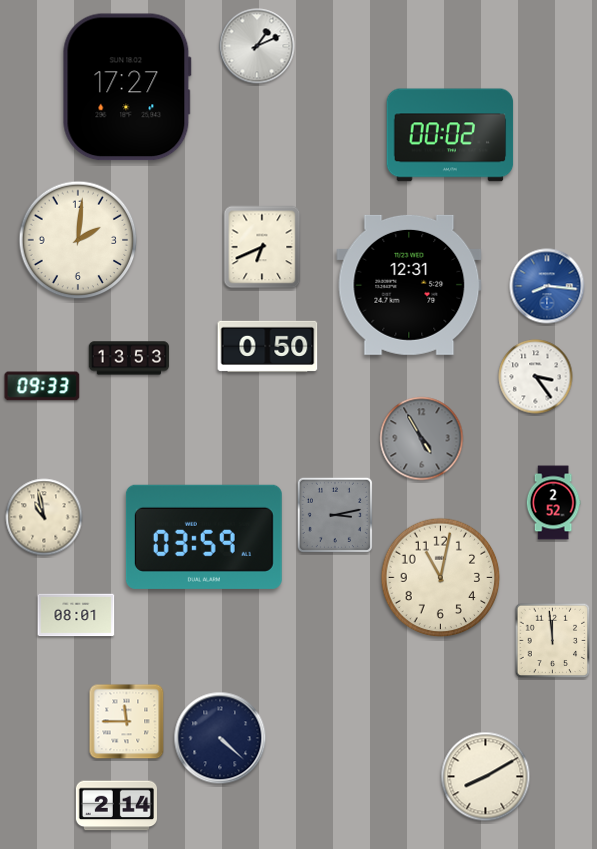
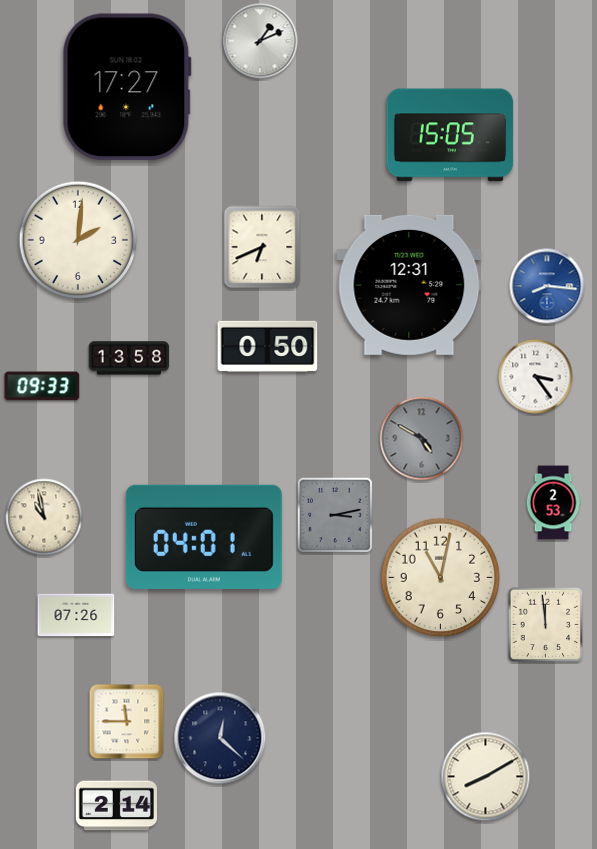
clock at (257, 46) position: (257, 46) -> (260, 41)
clock at (450, 135): 00:02 -> 15:05
clock at (129, 358): 13:53 -> 13:58
clock at (422, 439): 4:55 -> 4:50
clock at (553, 503): 2:52 -> 2:53
clock at (204, 537): 03:59 -> 04:01
clock at (76, 615): 08:01 -> 07:26
clock at (553, 641) position: (553, 641) -> (546, 625)
clock at (220, 738): 4:22 -> 12:22
